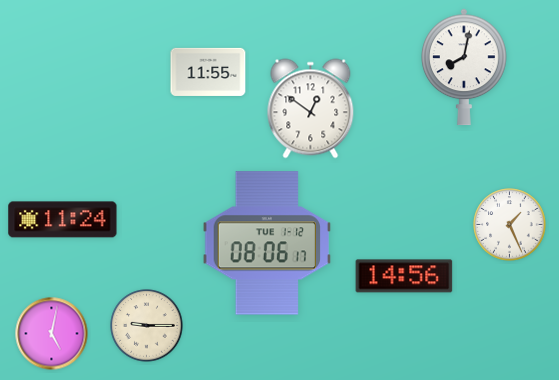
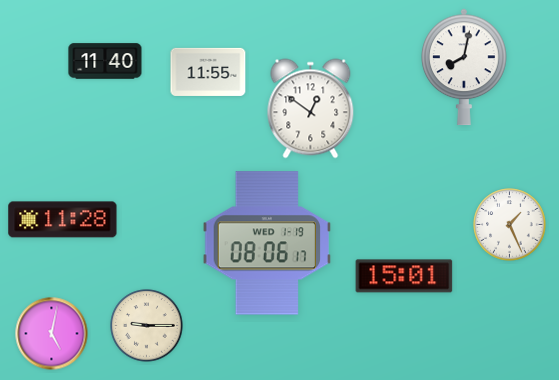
clock at (105, 61): none -> 11:40
clock at (63, 220): 11:24 -> 11:28
clock at (267, 243) date: TUE 1-12 -> WED 1-19
clock at (404, 276): 14:56 -> 15:01
